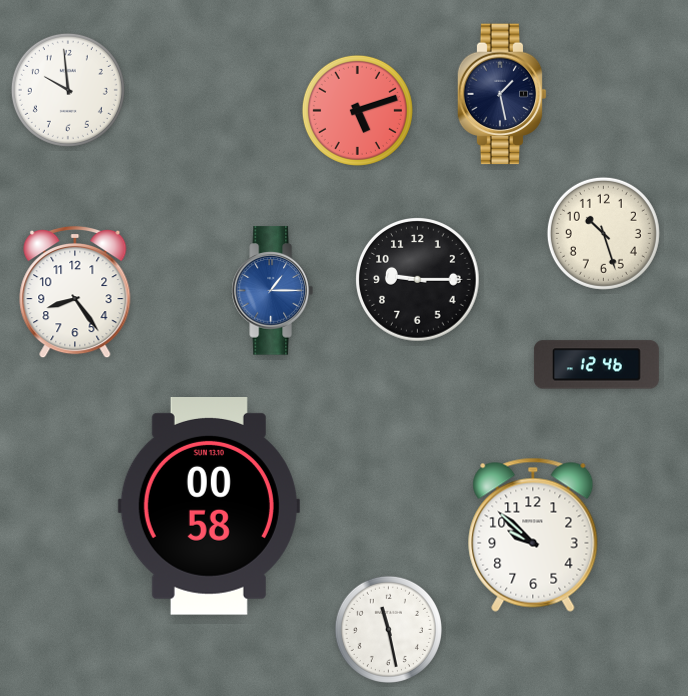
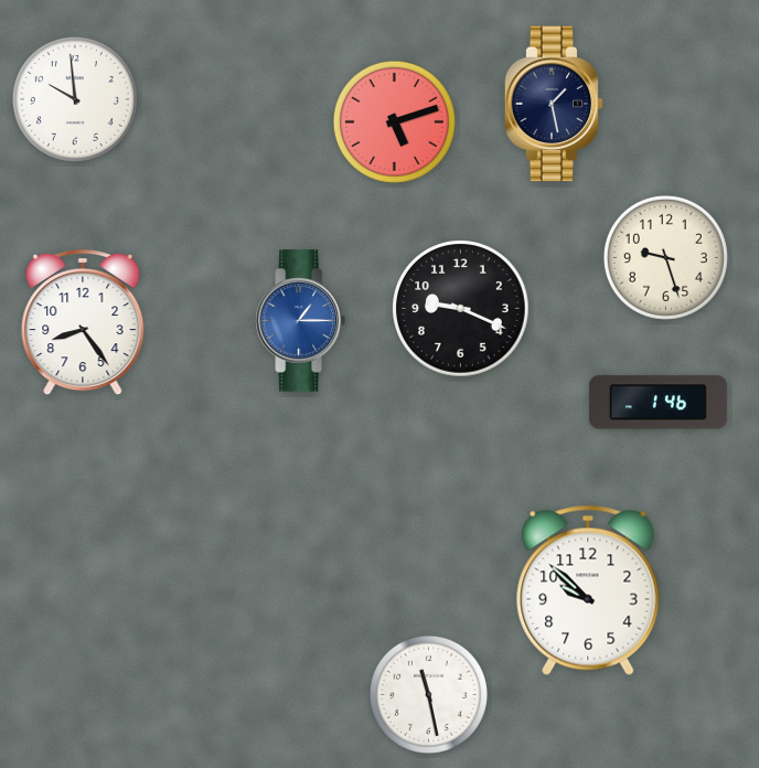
clock at (603, 233): 10:27 -> 9:27
clock at (418, 280): 9:15 -> 9:19
clock at (596, 365): 12:46 -> 1:46
clock at (209, 507): 00:58 -> none
